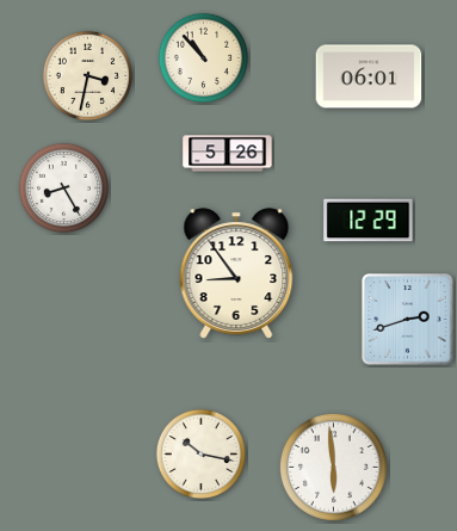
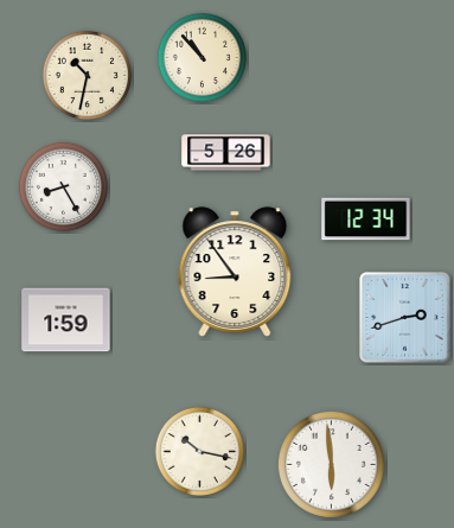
clock at (87, 75): 3:32 -> 10:32
clock at (369, 76): 06:01 -> none
clock at (369, 221): 12:29 -> 12:34
clock at (66, 320): none -> 1:59
